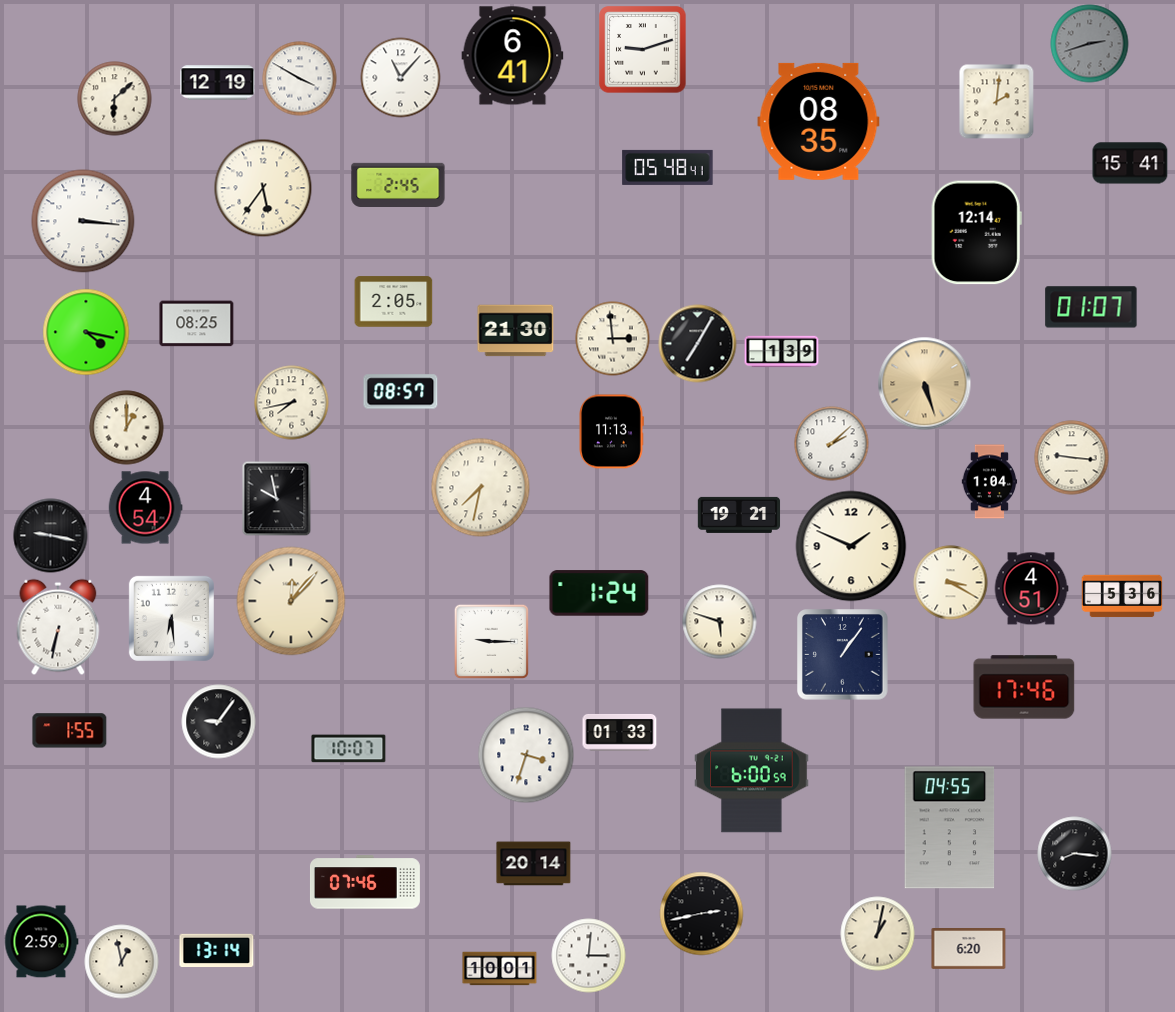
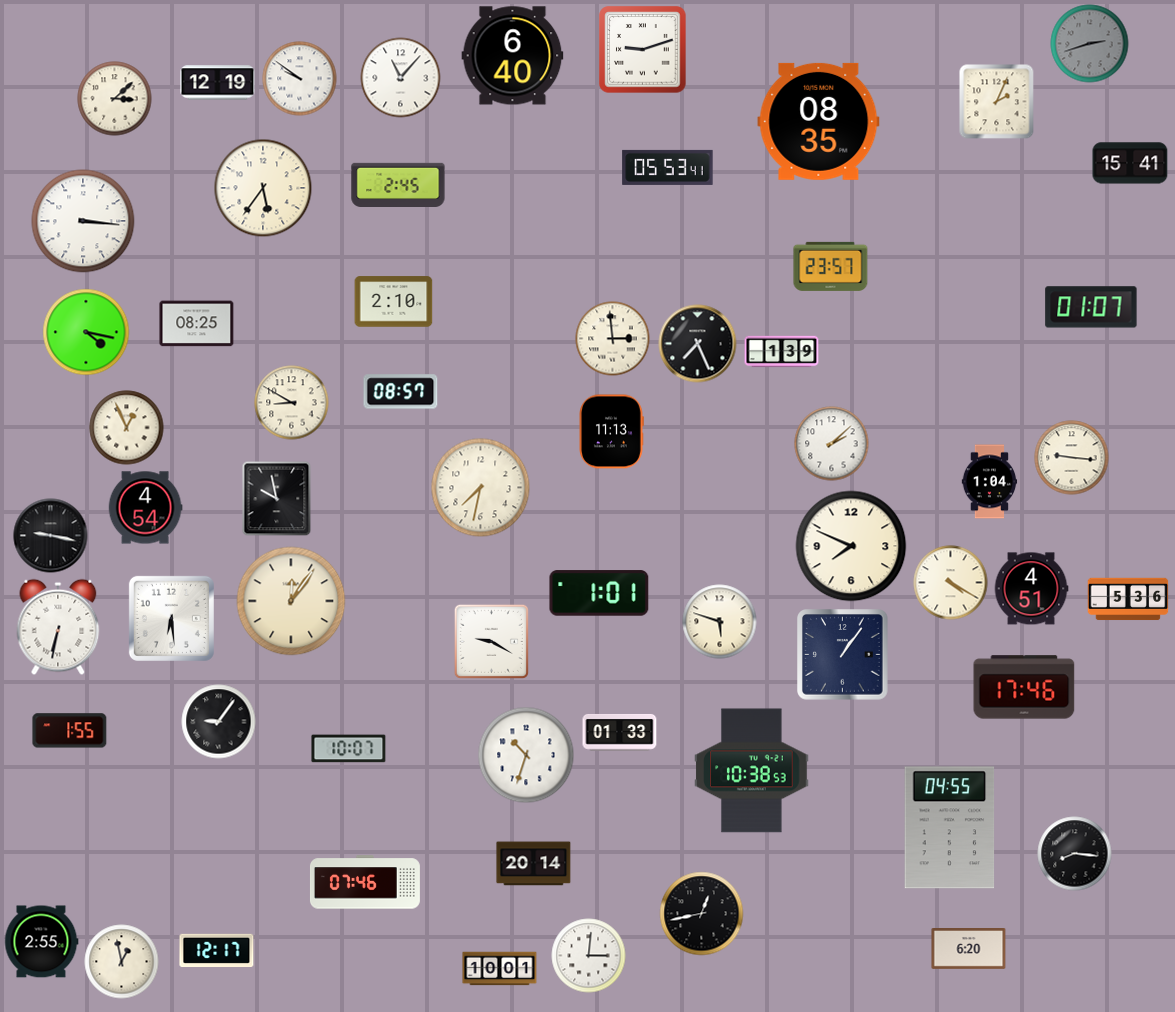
clock at (513, 56): 6:41 -> 6:40
clock at (300, 79): 3:50 -> 9:51
clock at (115, 99): 6:08 -> 3:08
clock at (997, 102): 2:01 -> 2:04
clock at (668, 167): 05:48 -> 05:53
clock at (976, 233): 12:14 -> none
clock at (831, 266): none -> 23:57
clock at (394, 302): 2:05 -> 2:10
clock at (516, 331): 21:30 -> none
clock at (698, 344): 7:05 -> 7:26
clock at (925, 384): 5:27 -> none
clock at (292, 403): 7:43 -> 8:50
clock at (127, 428): 1:00 -> 12:56
clock at (739, 515): 19:21 -> none
clock at (851, 546): 1:49 -> 7:49
clock at (951, 583): 3:20 -> 4:20
clock at (599, 593): 1:24 -> 1:01
clock at (1122, 596) position: (1122, 596) -> (1128, 599)
clock at (291, 601): 12:07 -> 12:06
clock at (491, 641): 9:15 -> 9:20
clock at (526, 755): 3:33 -> 10:33
clock at (752, 771): 6:00 -> 10:38
clock at (702, 914): 2:43 -> 12:43
clock at (878, 934): 1:02 -> none
clock at (41, 942): 2:59 -> 2:55
clock at (217, 950): 13:14 -> 12:17
